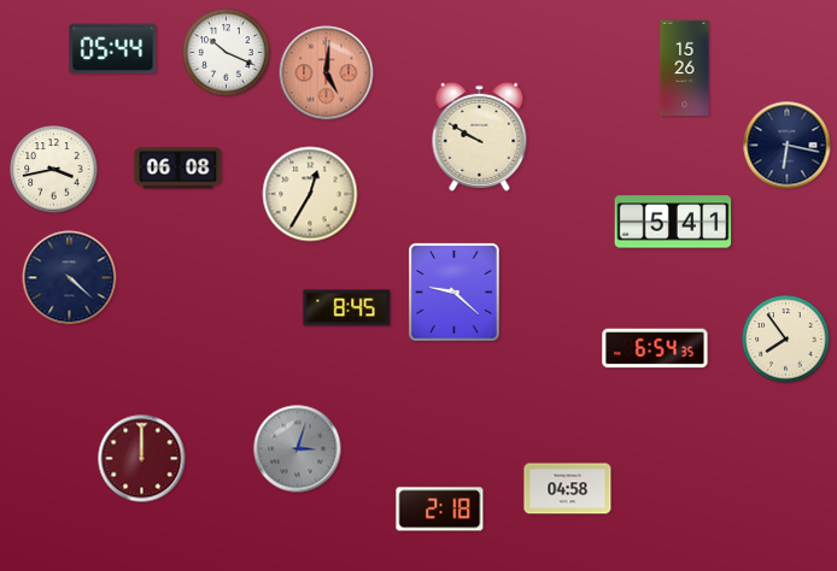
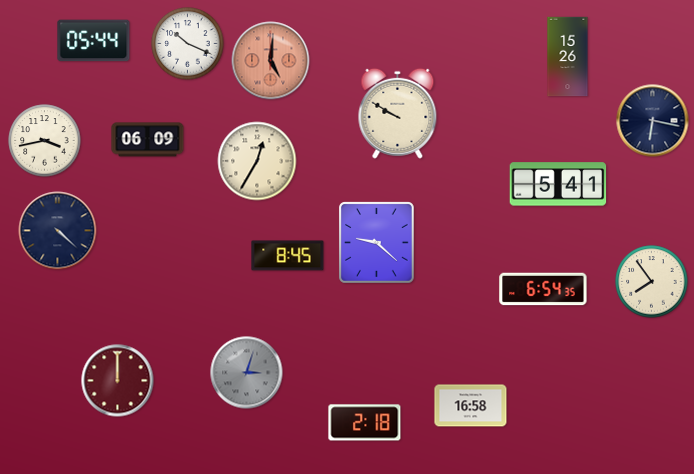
clock at (178, 169): 06:08 -> 06:09
clock at (568, 489): 04:58 -> 16:58
